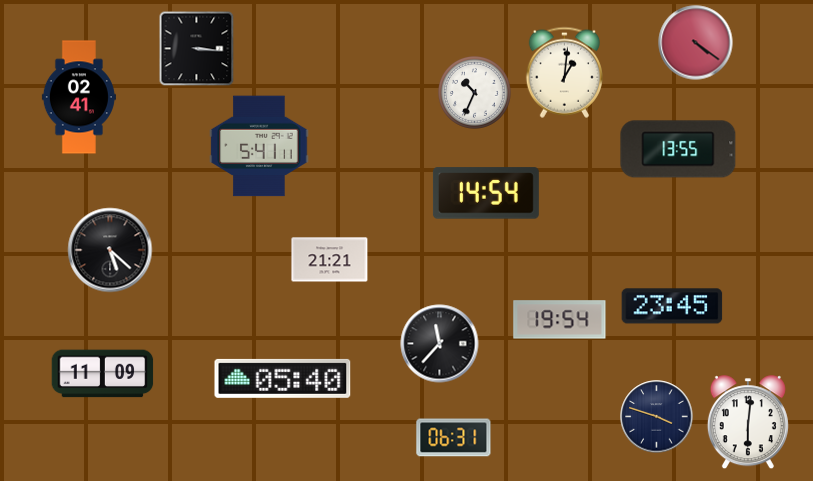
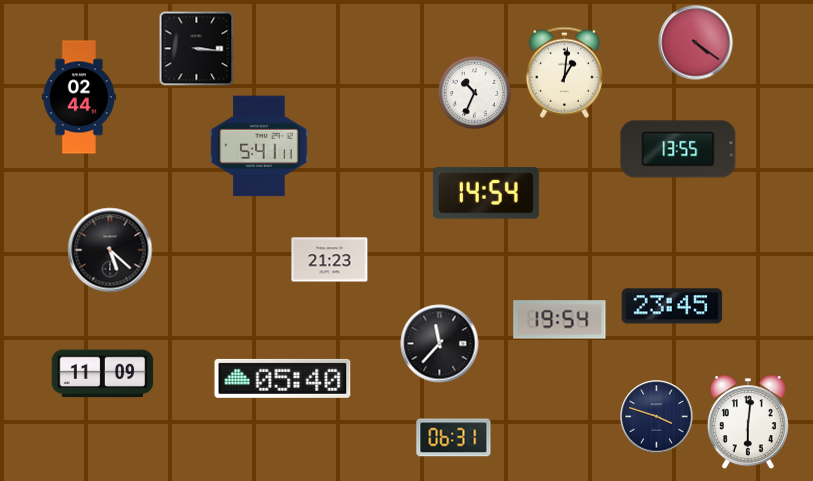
clock at (79, 97): 02:41 -> 02:44
clock at (330, 260): 21:21 -> 21:23
